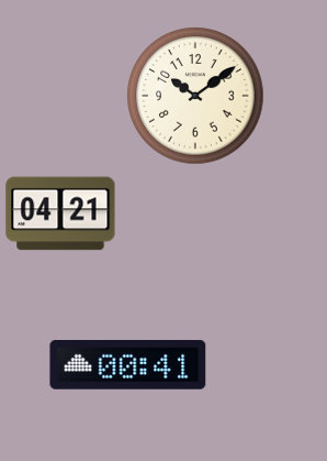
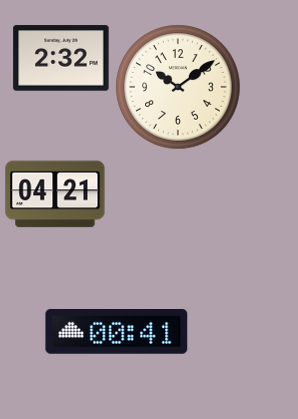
clock at (61, 58): none -> 2:32
